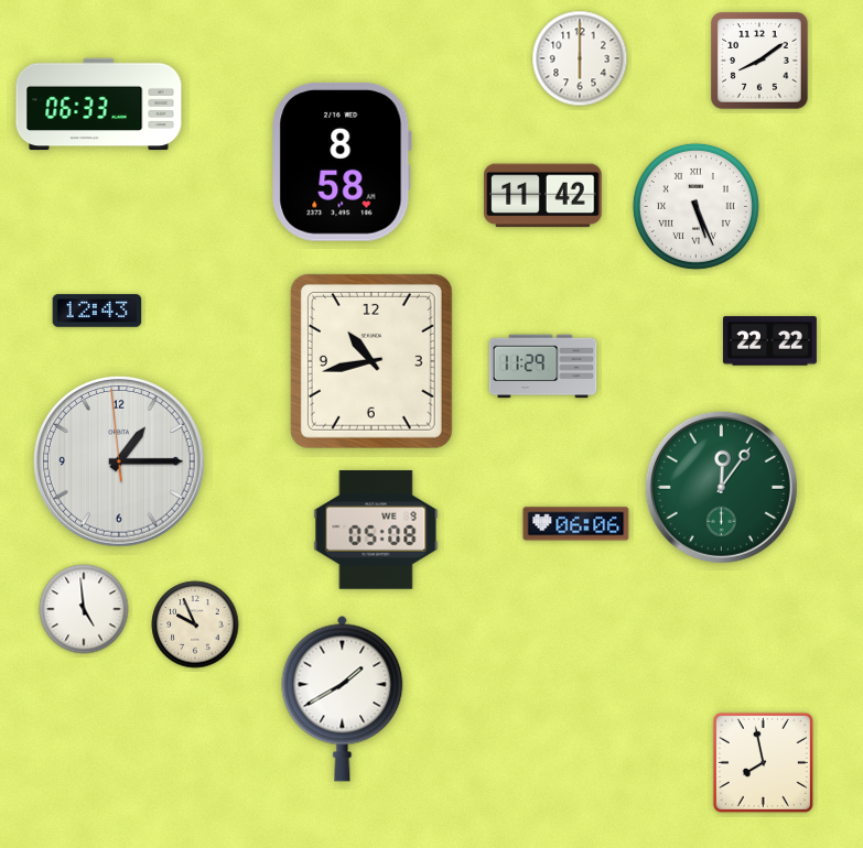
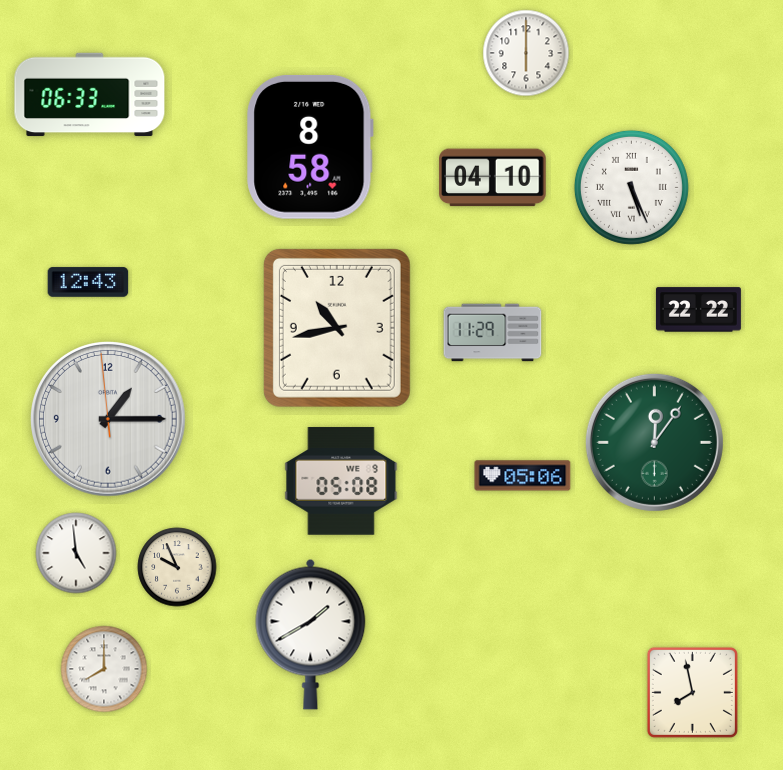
clock at (759, 61): 8:09 -> none
clock at (543, 196): 11:42 -> 04:10
clock at (576, 524): 06:06 -> 05:06
clock at (104, 669): none -> 8:00
